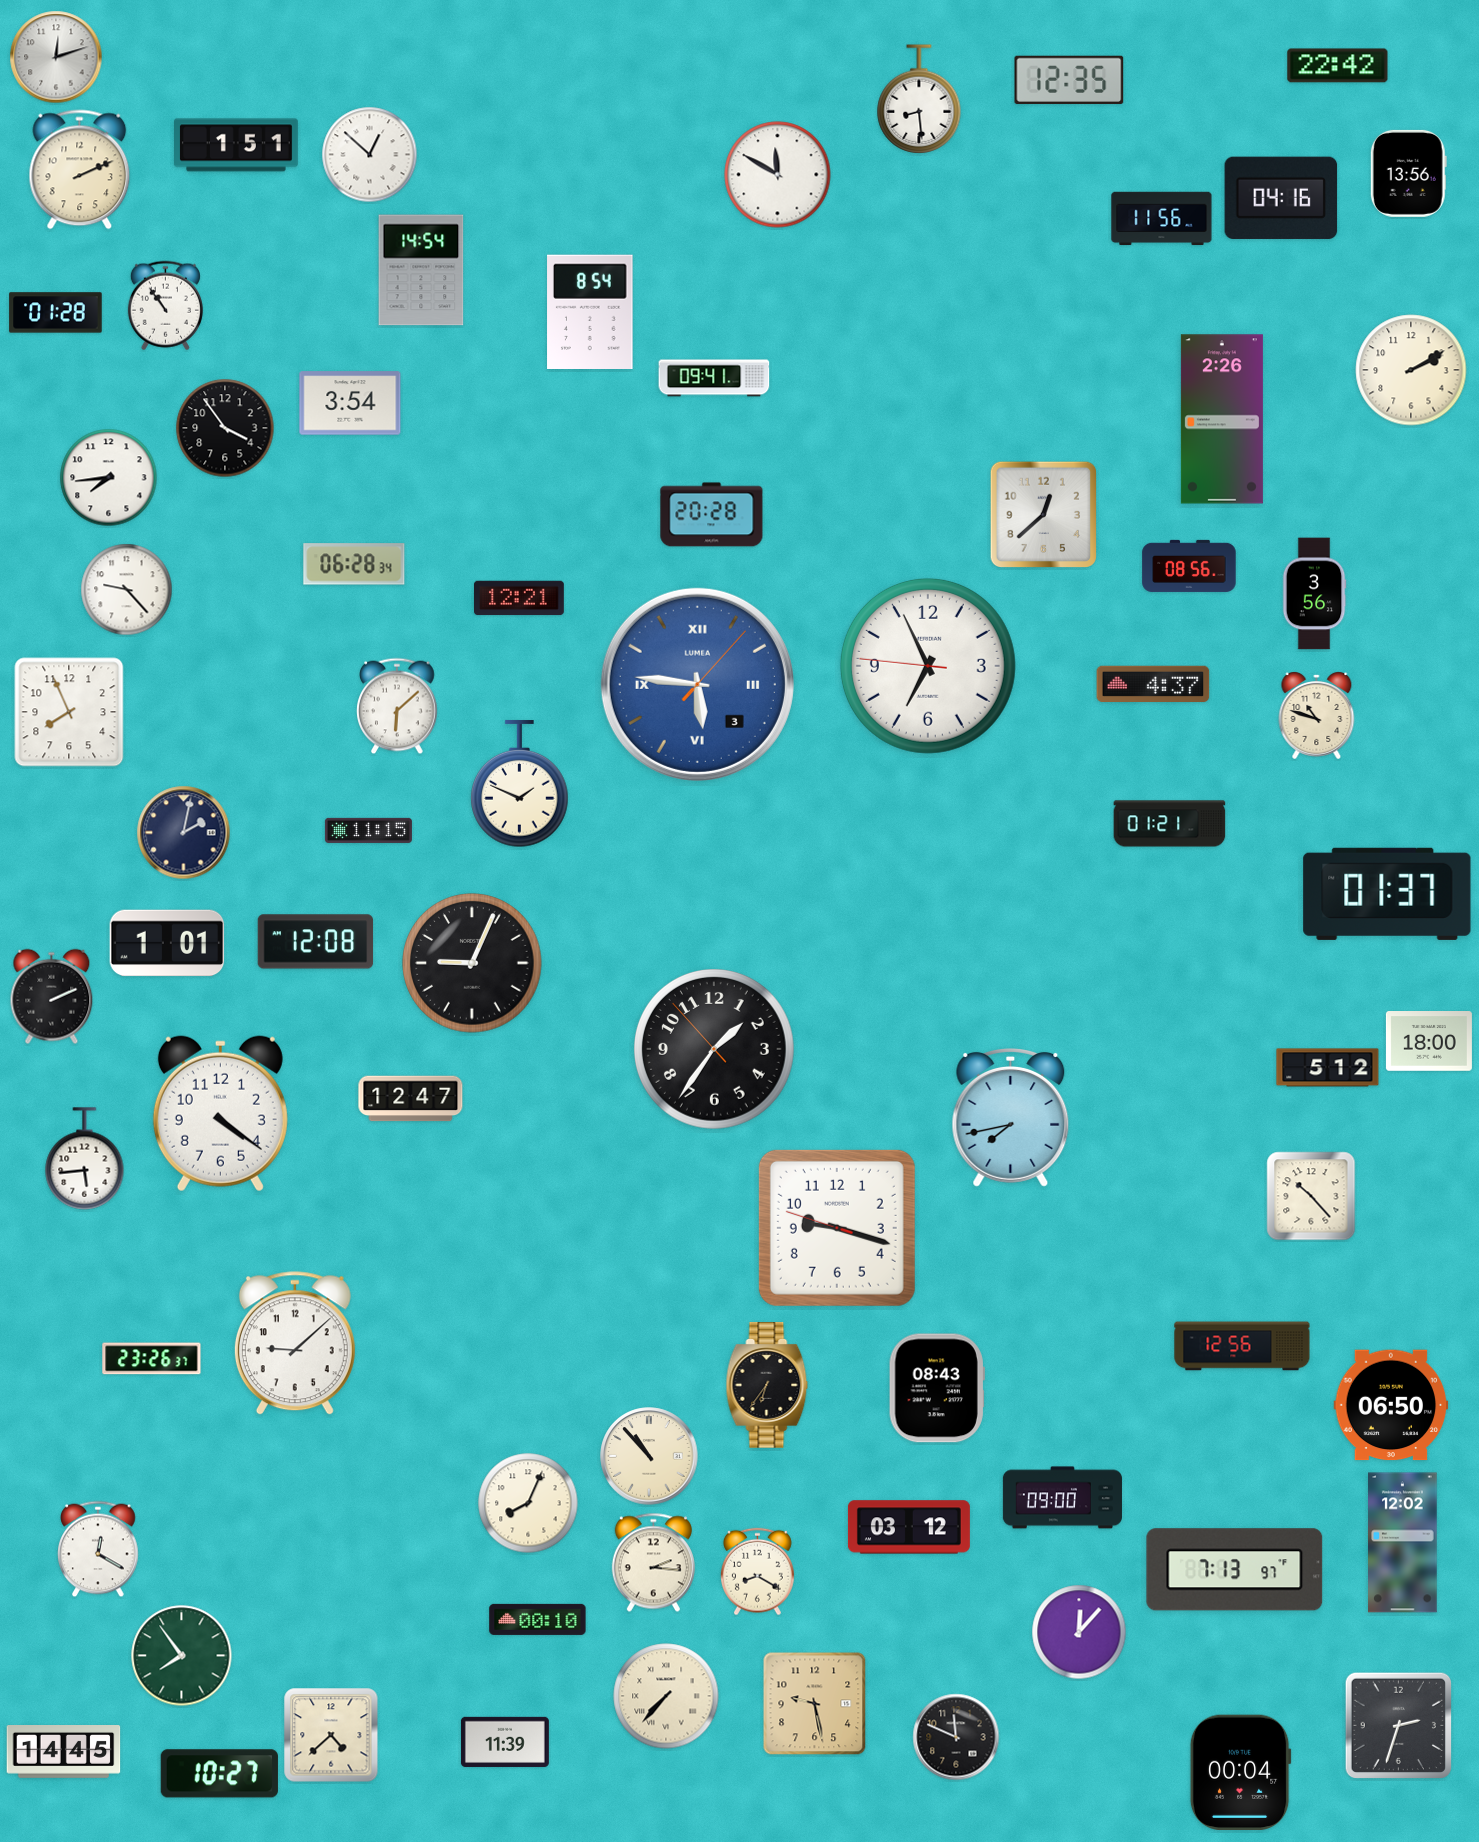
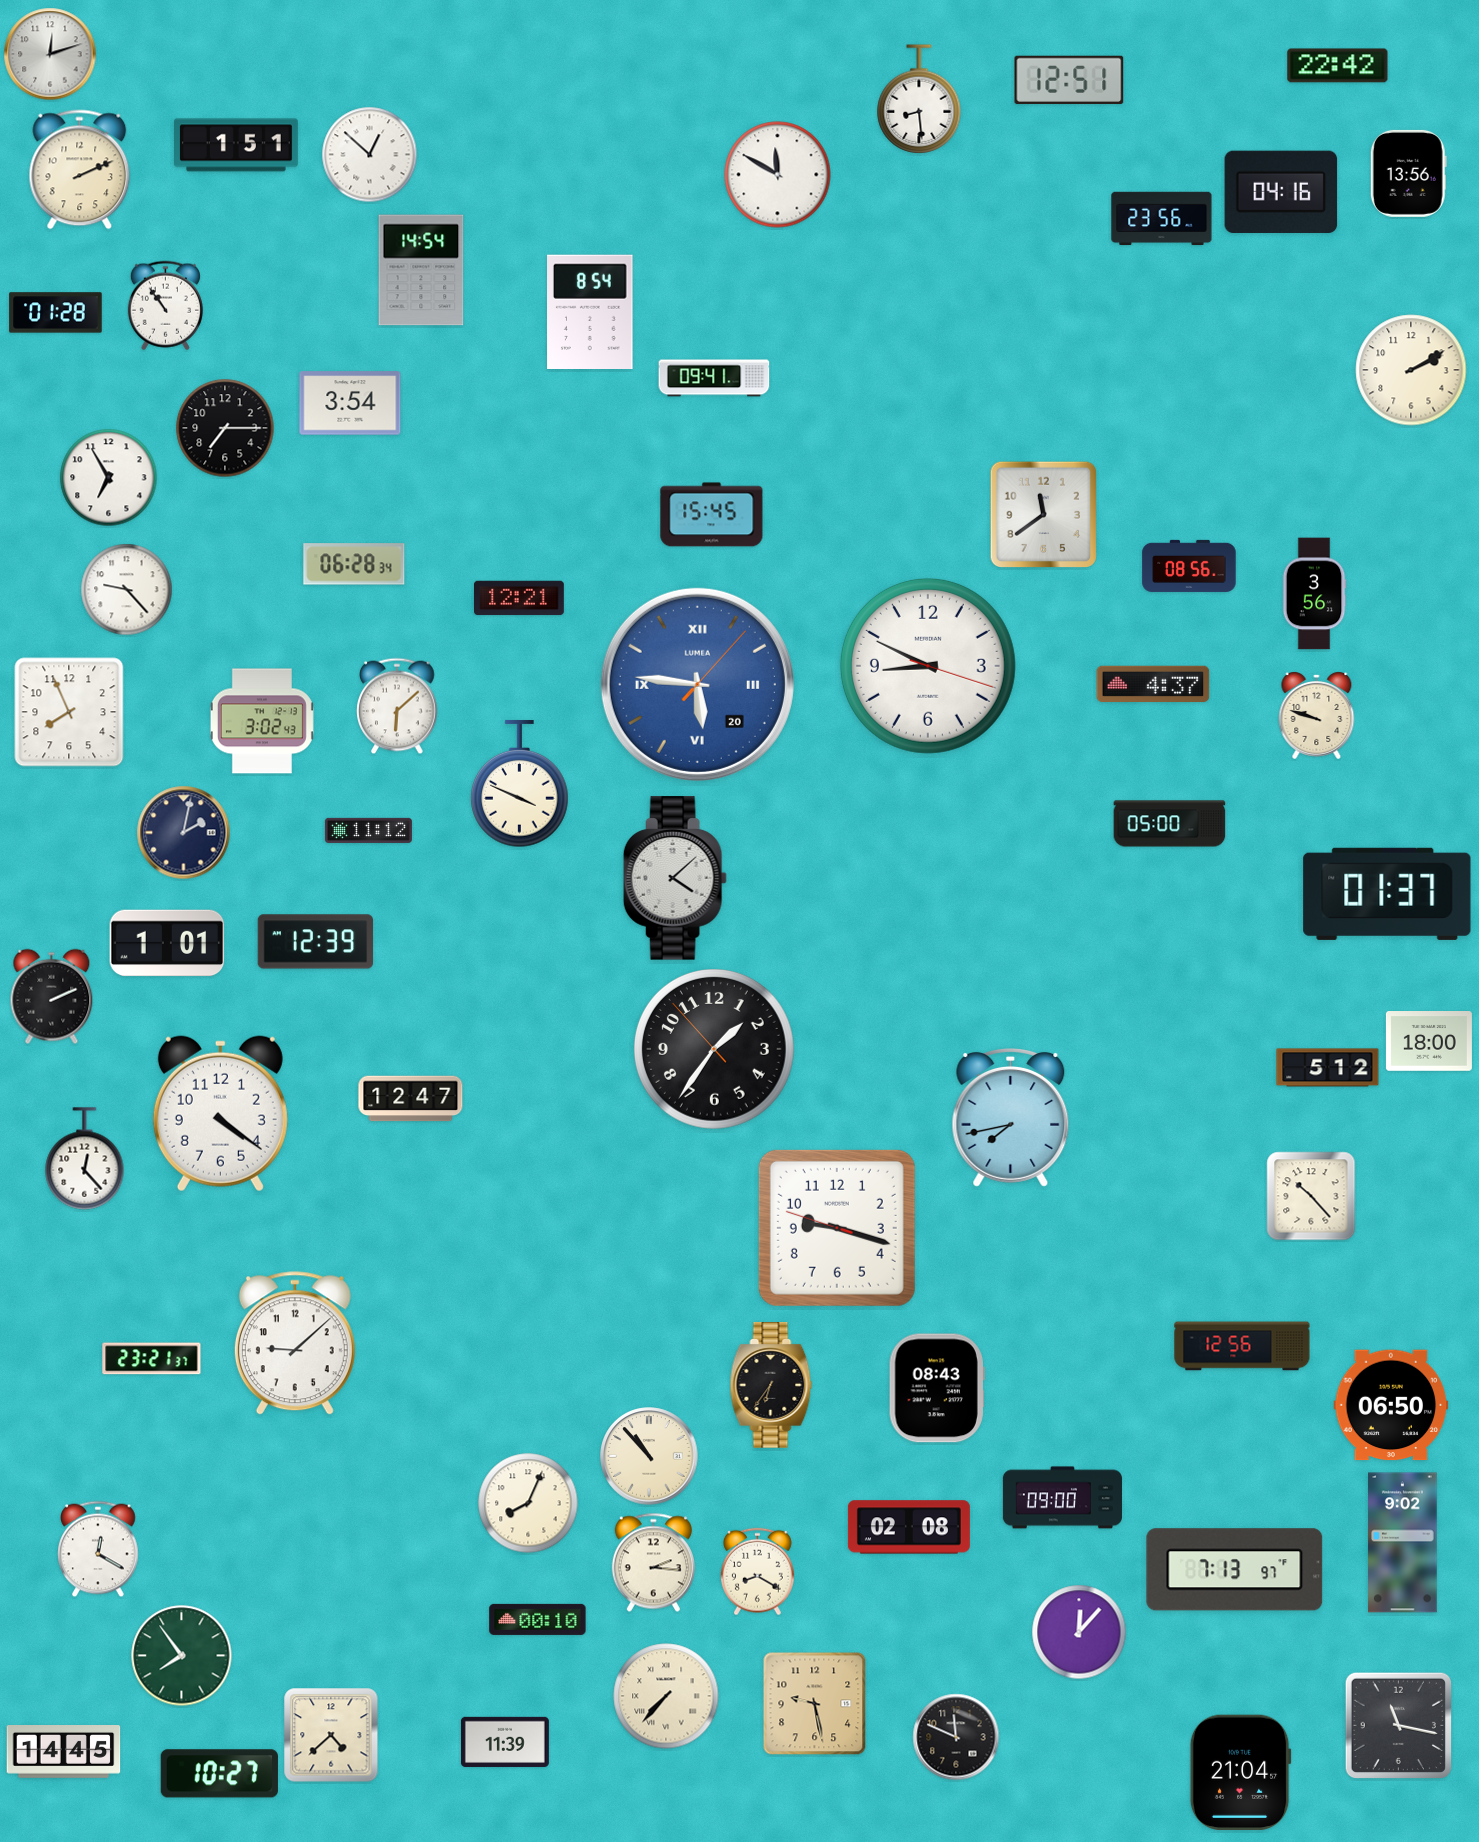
clock at (56, 57) position: (56, 57) -> (50, 54)
clock at (1069, 80): 12:35 -> 12:51
clock at (1281, 198) position: (1281, 198) -> (1281, 192)
clock at (1162, 219): 11:56 -> 23:56
clock at (1222, 419): 2:26 -> none
clock at (225, 428): 3:54 -> 7:15
clock at (109, 478): 7:44 -> 6:55
clock at (1043, 514): 12:38 -> 11:39
clock at (712, 515): 20:28 -> 15:45
clock at (928, 666): 6:55 -> 8:49
clock at (697, 684) date: 3 -> 20
clock at (1317, 716): 10:48 -> 9:48
clock at (262, 721): none -> 3:02
clock at (520, 784): 1:49 -> 3:49
clock at (1170, 824): 01:21 -> 05:00
clock at (368, 830): 11:15 -> 11:12
clock at (675, 878): none -> 4:08
clock at (316, 942): 12:08 -> 12:39
clock at (472, 963): 9:04 -> none
clock at (85, 1159): 5:44 -> 12:23
clock at (152, 1359): 23:26 -> 23:21
clock at (767, 1385) position: (767, 1385) -> (771, 1385)
clock at (909, 1527): 03:12 -> 02:08
clock at (1403, 1543): 12:02 -> 9:02
clock at (1398, 1725): 2:33 -> 11:17
clock at (1240, 1772): 00:04 -> 21:04
